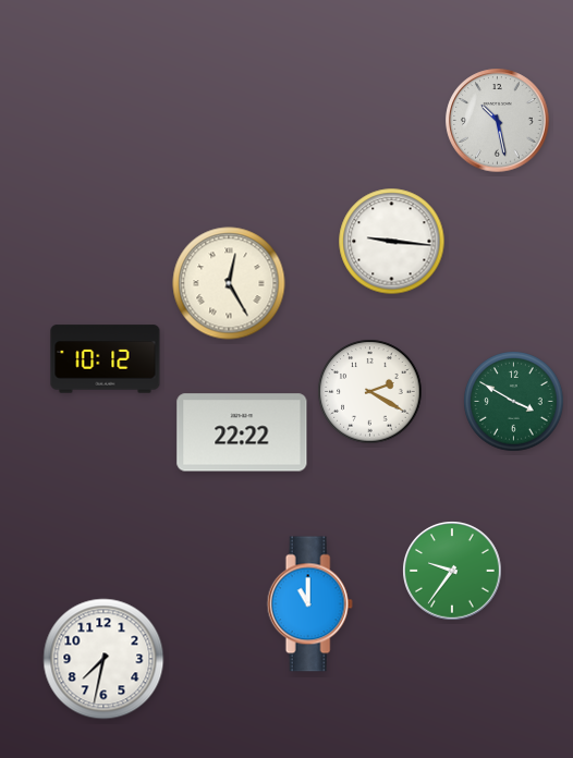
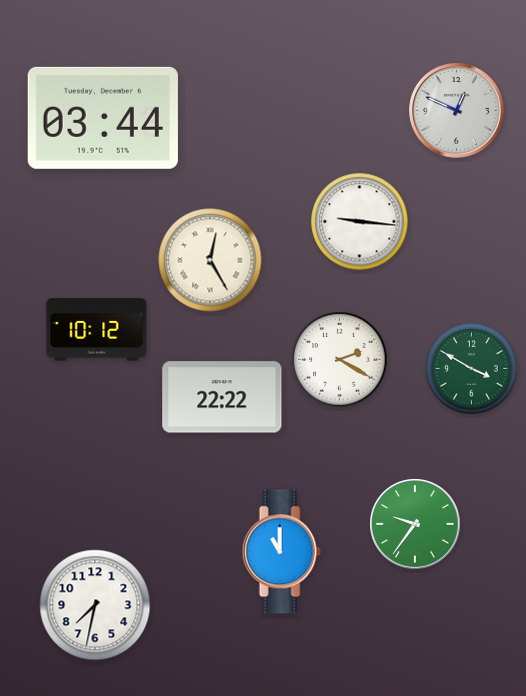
clock at (498, 121): 10:28 -> 12:49
clock at (103, 118): none -> 03:44
clock at (309, 604) position: (309, 604) -> (281, 552)
